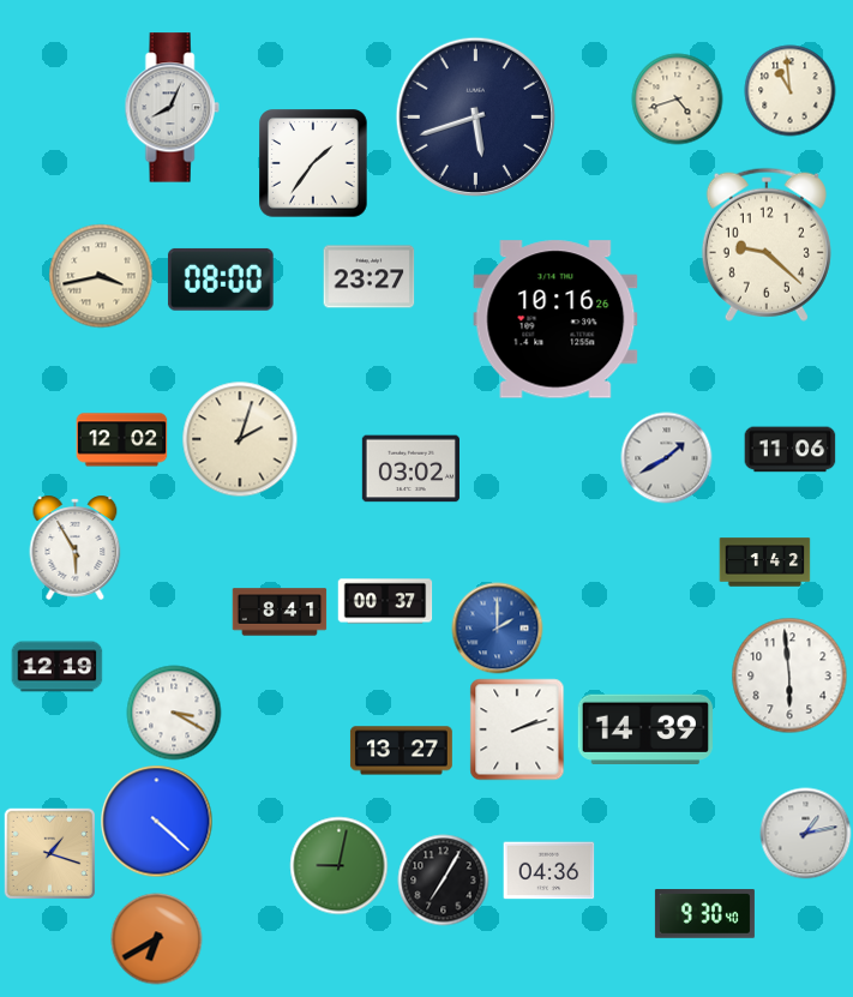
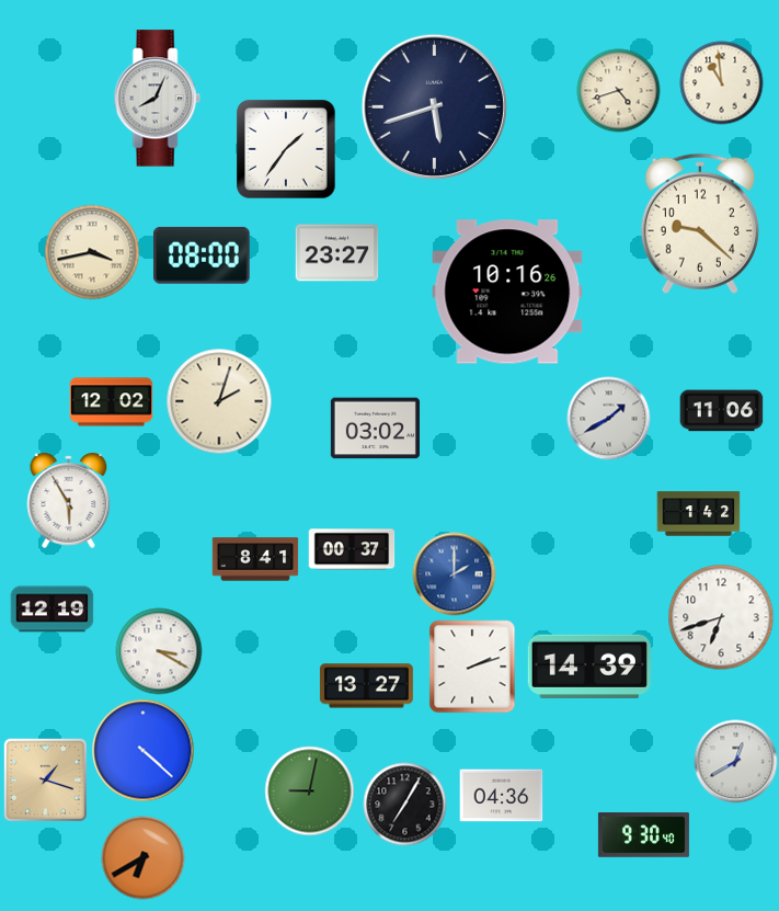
clock at (789, 675): 5:59 -> 6:42
clock at (806, 834): 1:13 -> 12:40
